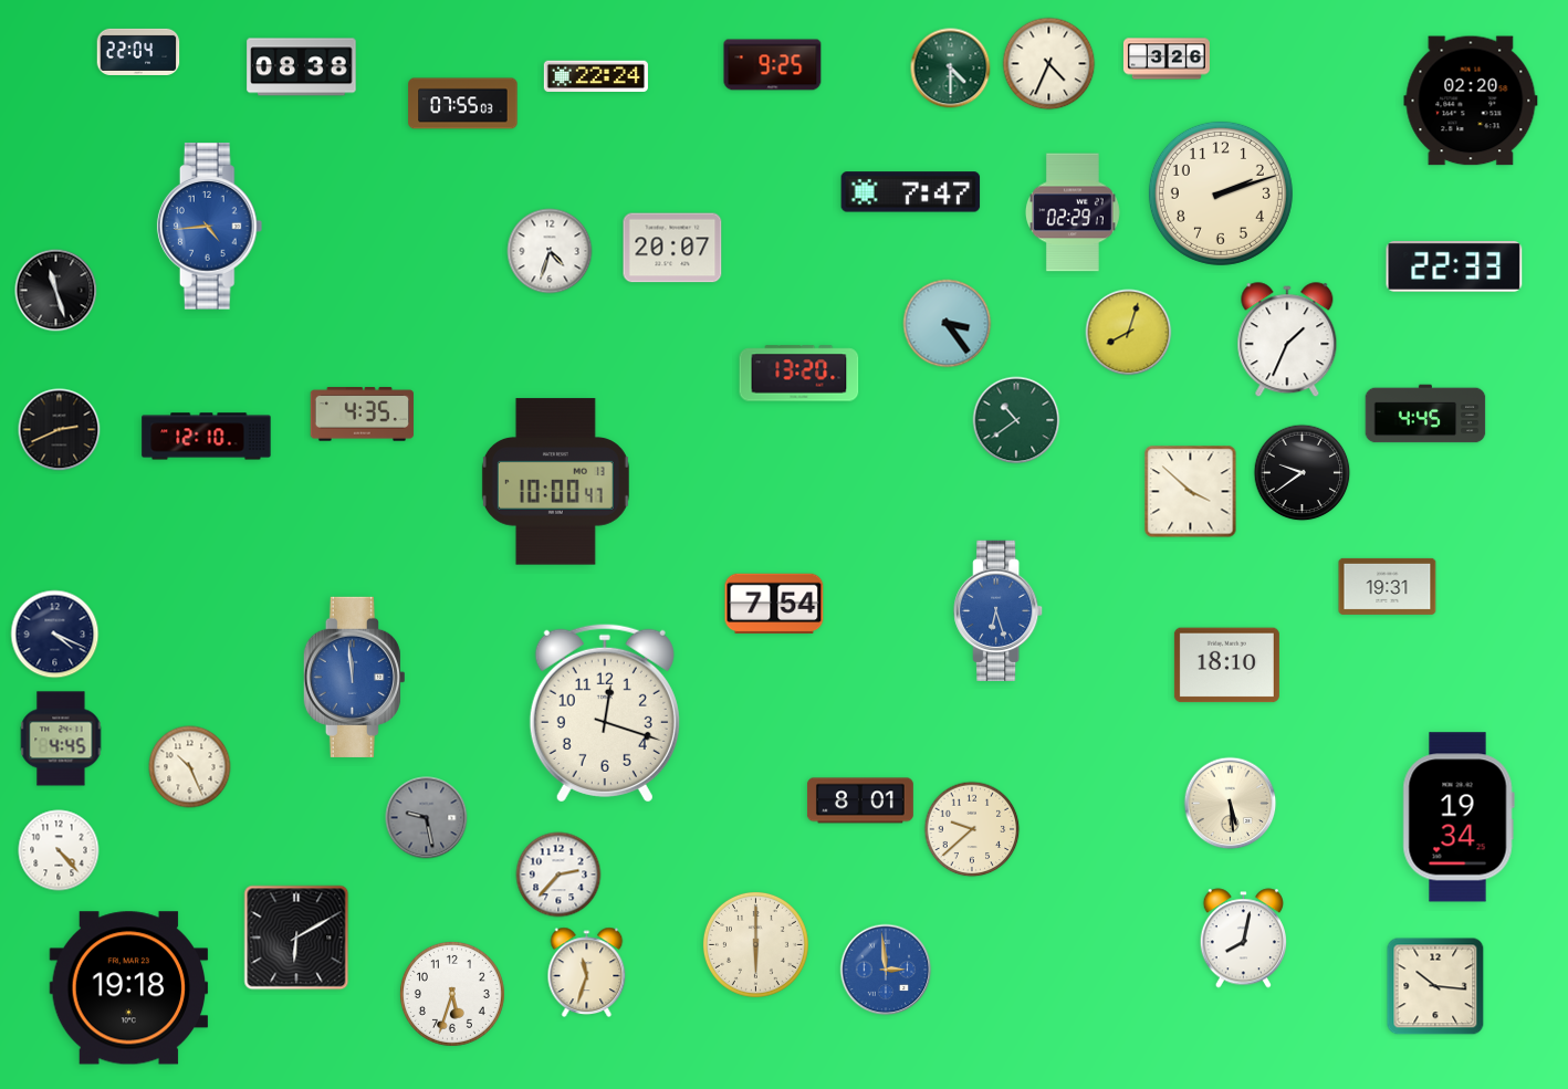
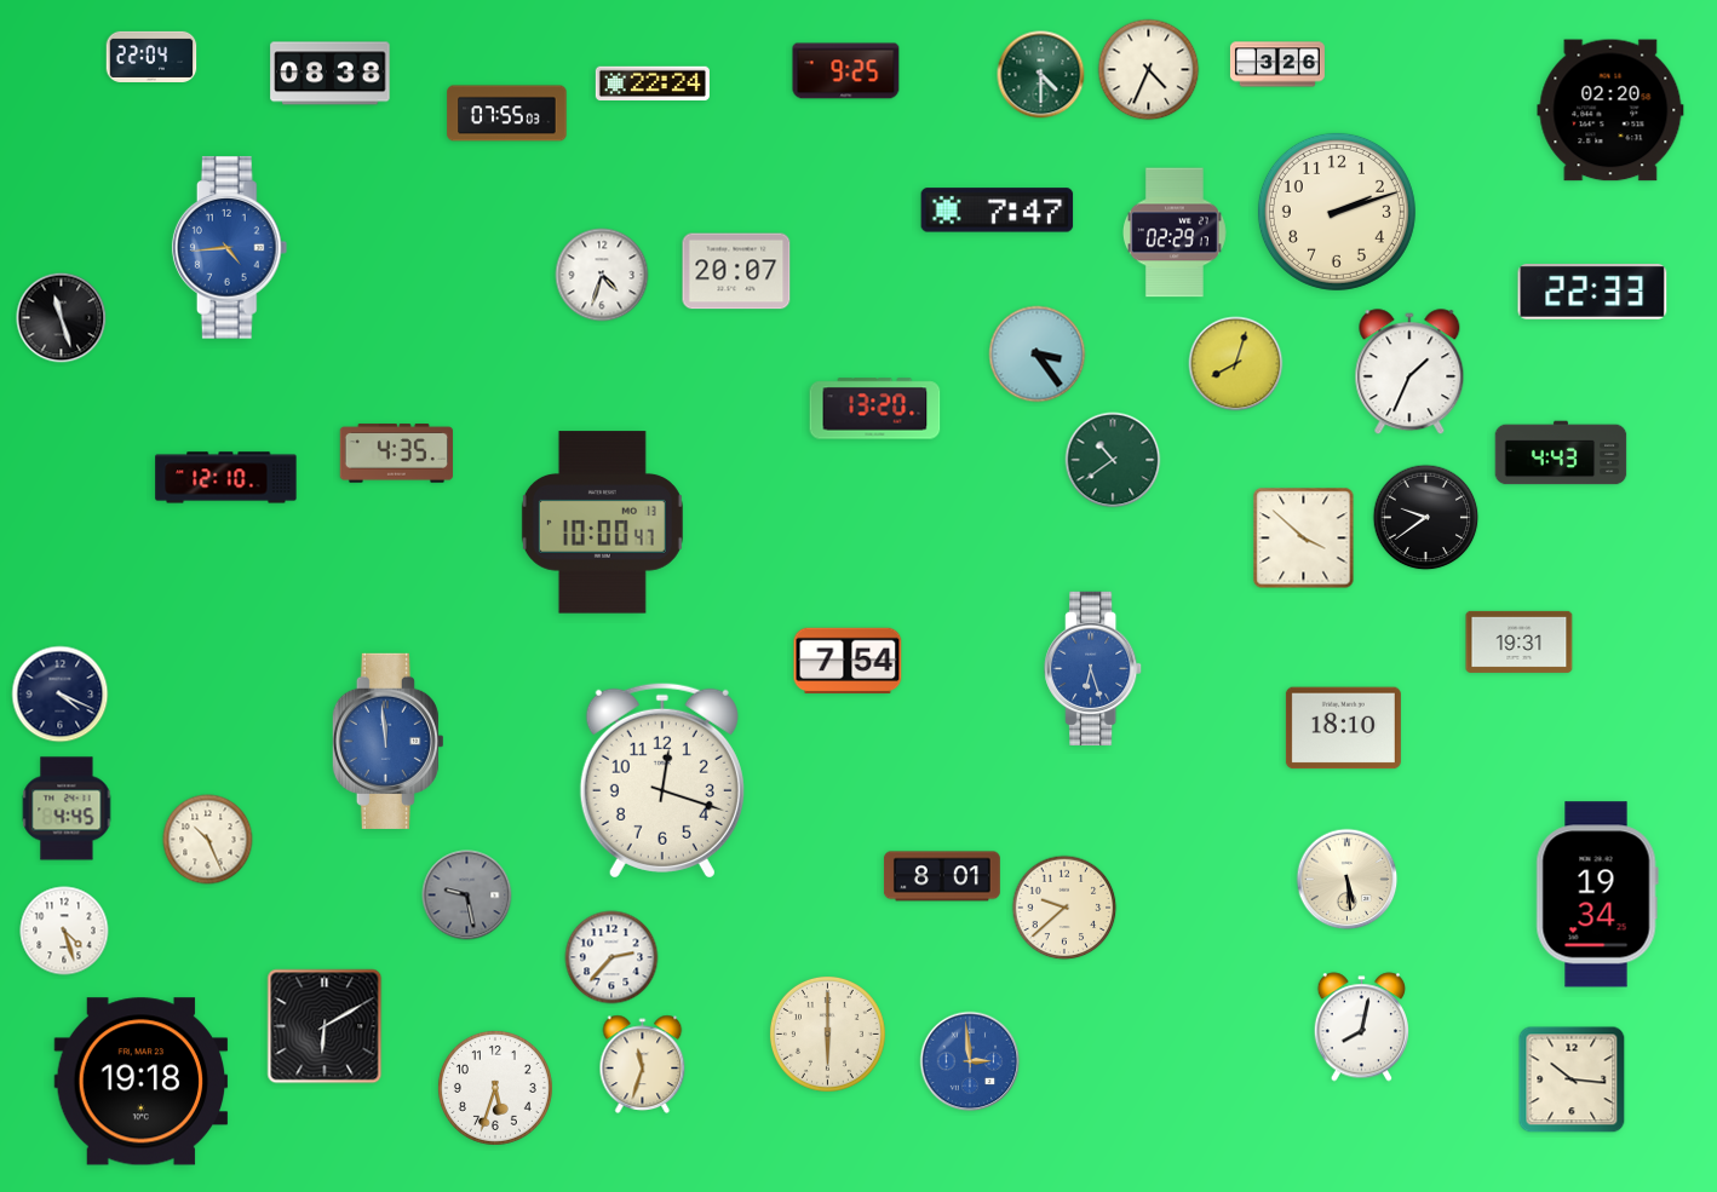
clock at (1425, 413): 4:45 -> 4:43
clock at (60, 430): 2:41 -> none
clock at (555, 482) position: (555, 482) -> (602, 523)
clock at (59, 850): 4:23 -> 4:27
